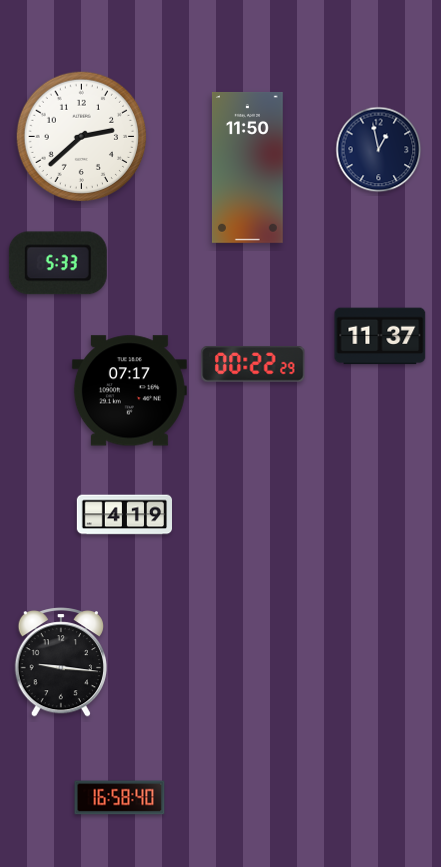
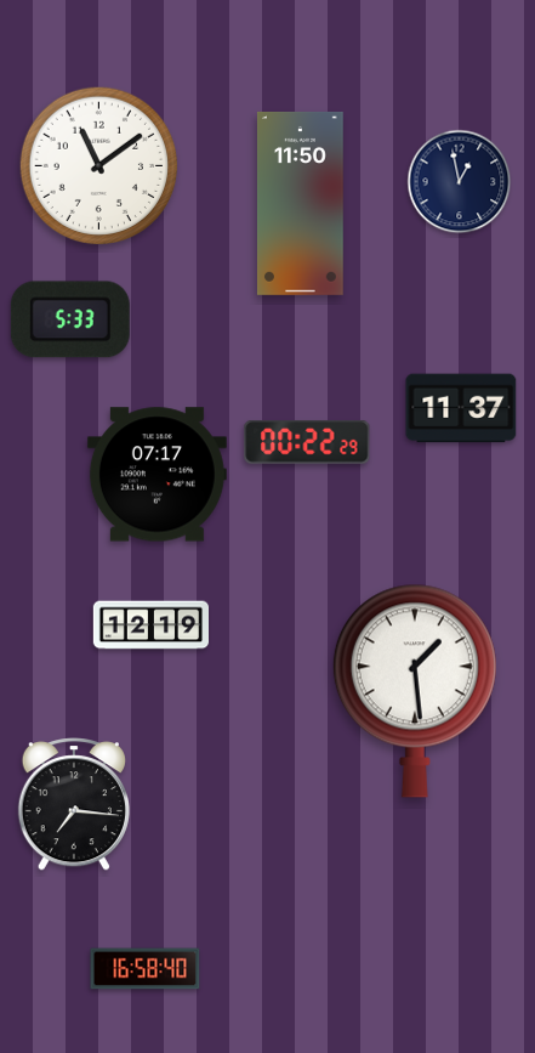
clock at (82, 137): 2:38 -> 11:09
clock at (124, 515): 4:19 -> 12:19
clock at (415, 691): none -> 1:29
clock at (60, 662): 9:16 -> 7:16
